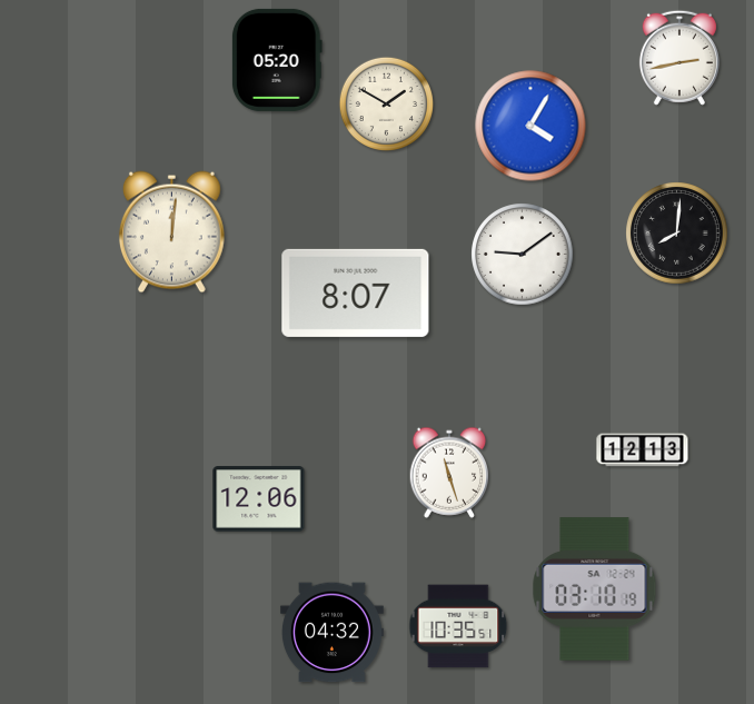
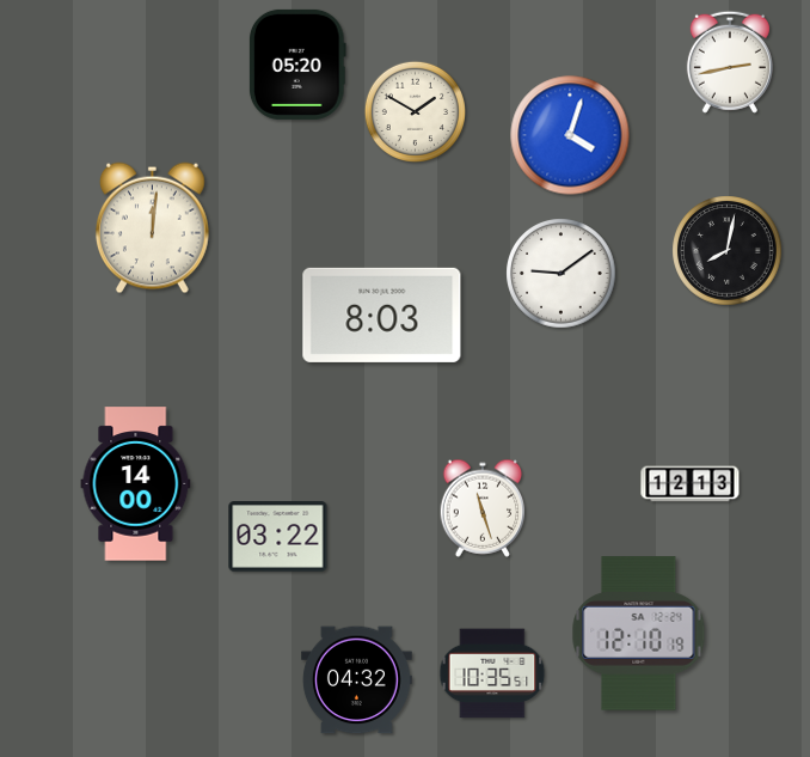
clock at (530, 126): 4:05 -> 4:03
clock at (171, 232) position: (171, 232) -> (152, 228)
clock at (677, 234): 8:01 -> 8:02
clock at (356, 292): 8:07 -> 8:03
clock at (136, 484): none -> 14:00
clock at (259, 499): 12:06 -> 03:22
clock at (595, 589): 03:10 -> 12:10
